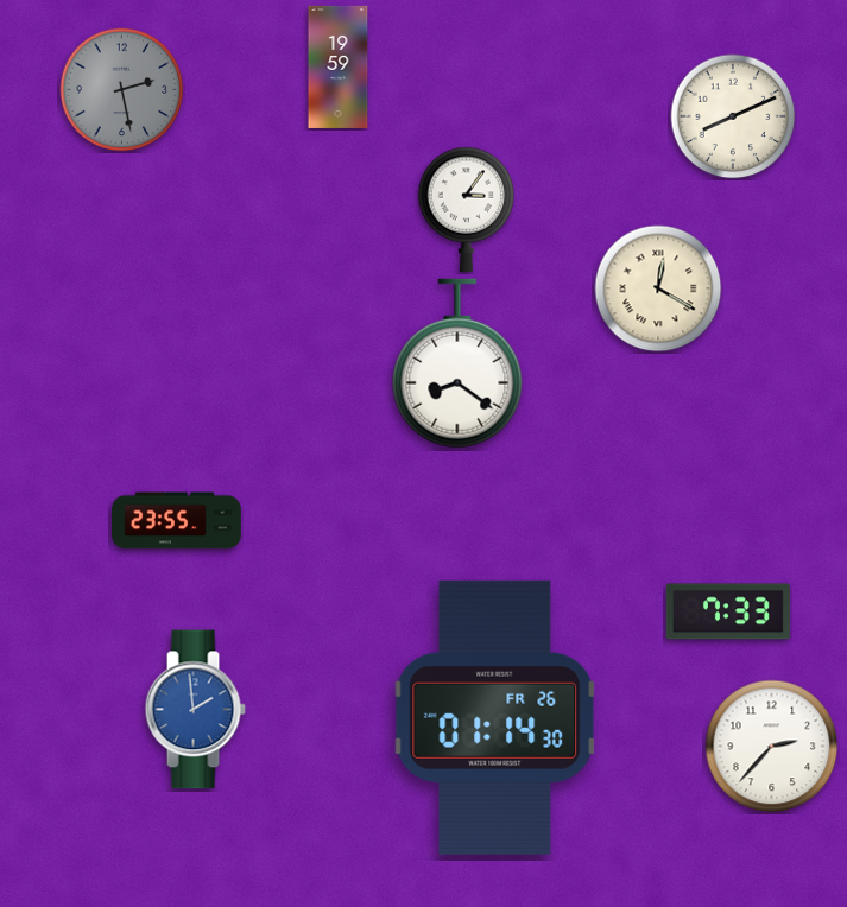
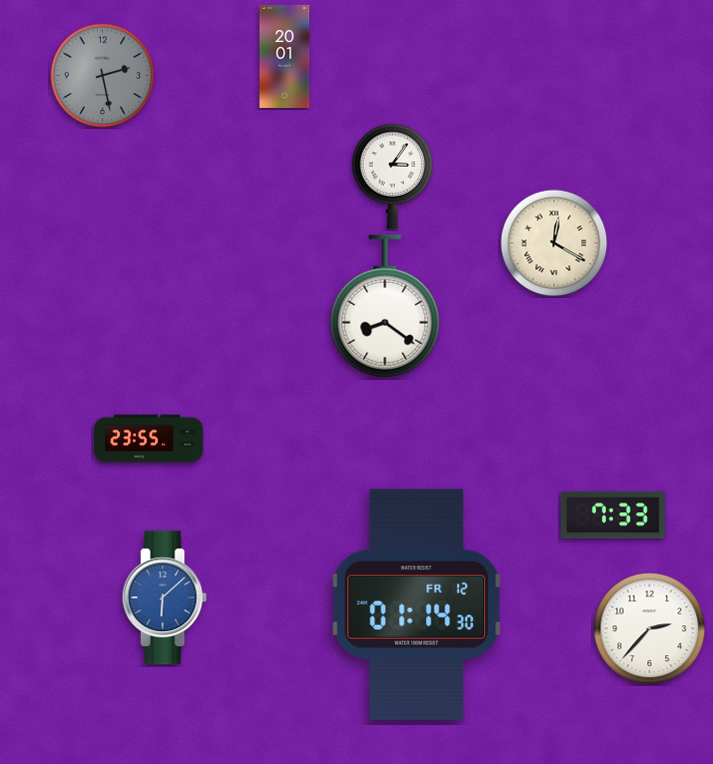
clock at (339, 66): 19:59 -> 20:01
clock at (733, 116): 8:11 -> none
clock at (195, 710): 1:59 -> 6:08
clock at (495, 717) date: FR 26 -> FR 12
